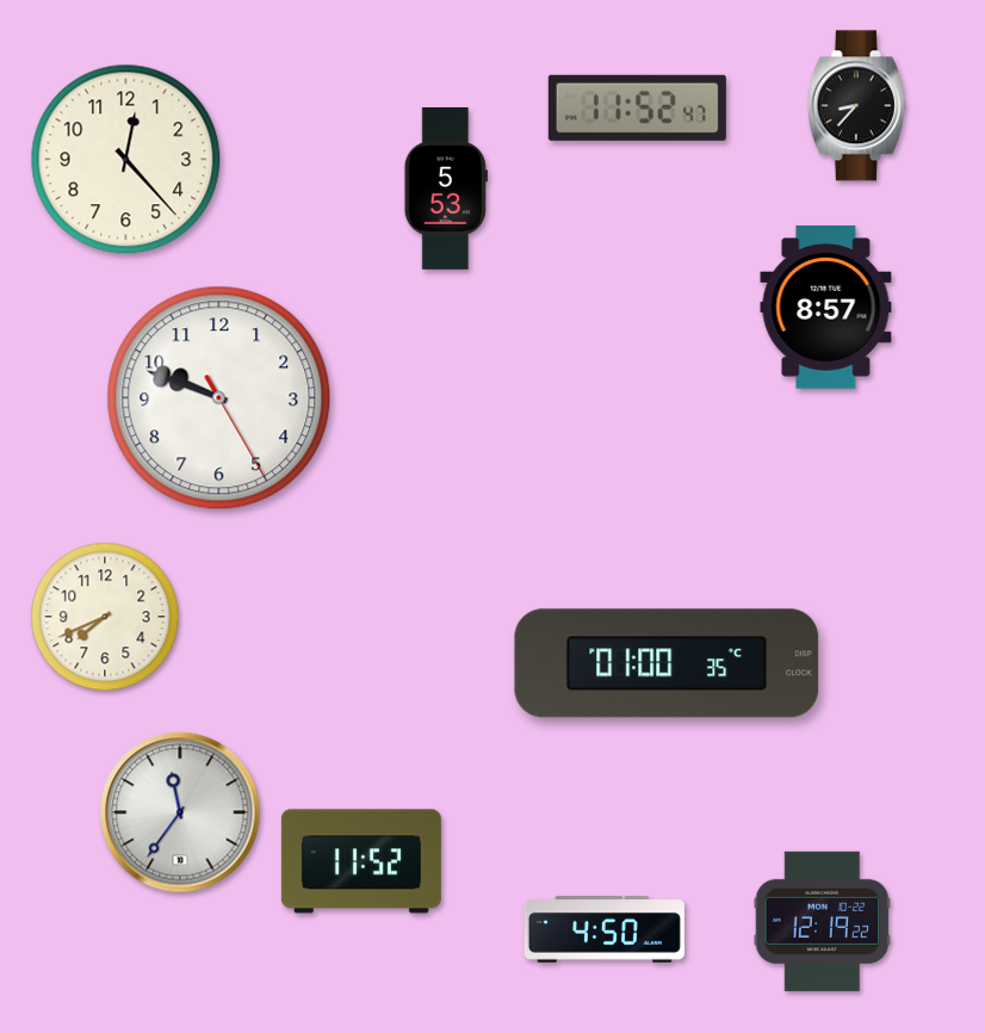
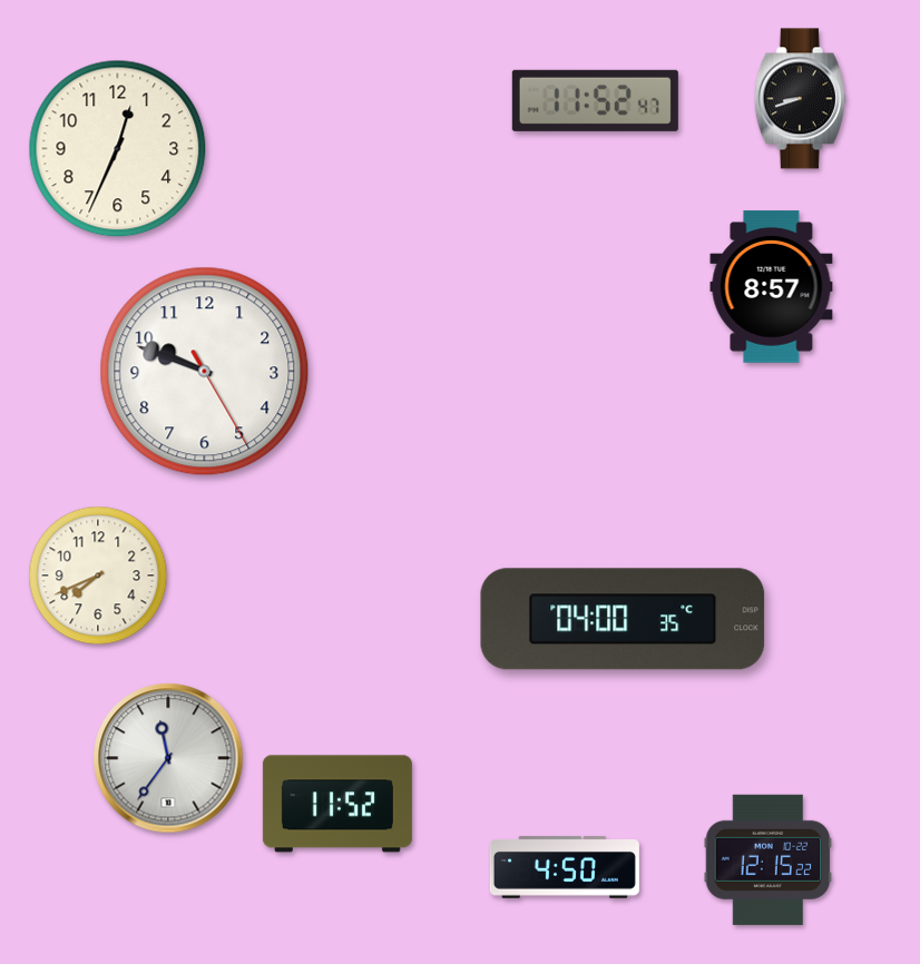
clock at (856, 106): 8:37 -> 8:42
clock at (126, 160): 12:23 -> 12:34
clock at (446, 190): 5:53 -> none
clock at (667, 663): 01:00 -> 04:00
clock at (823, 921): 12:19 -> 12:15
